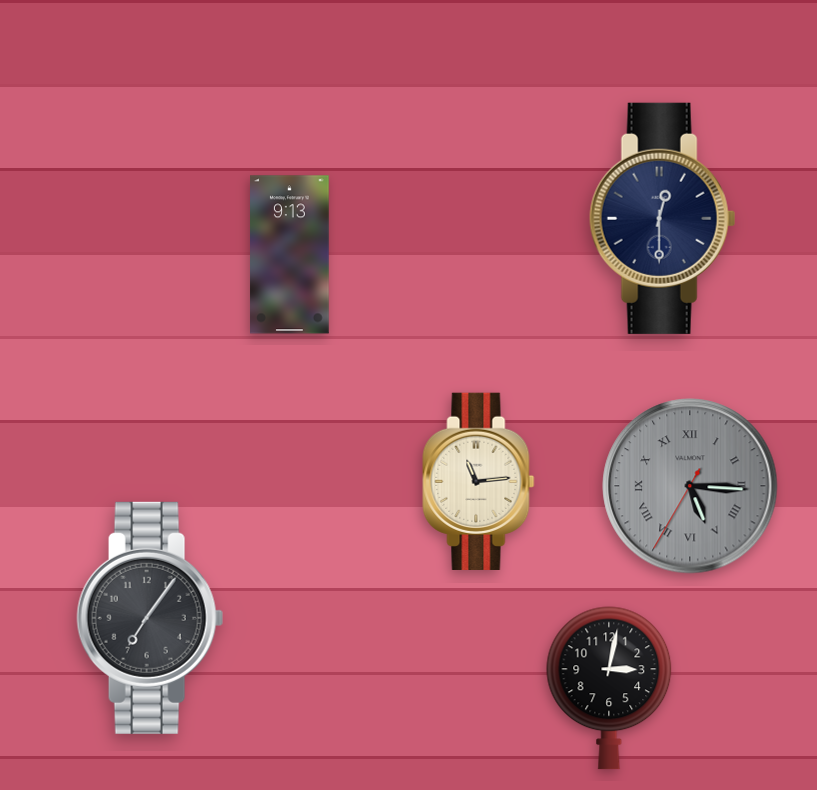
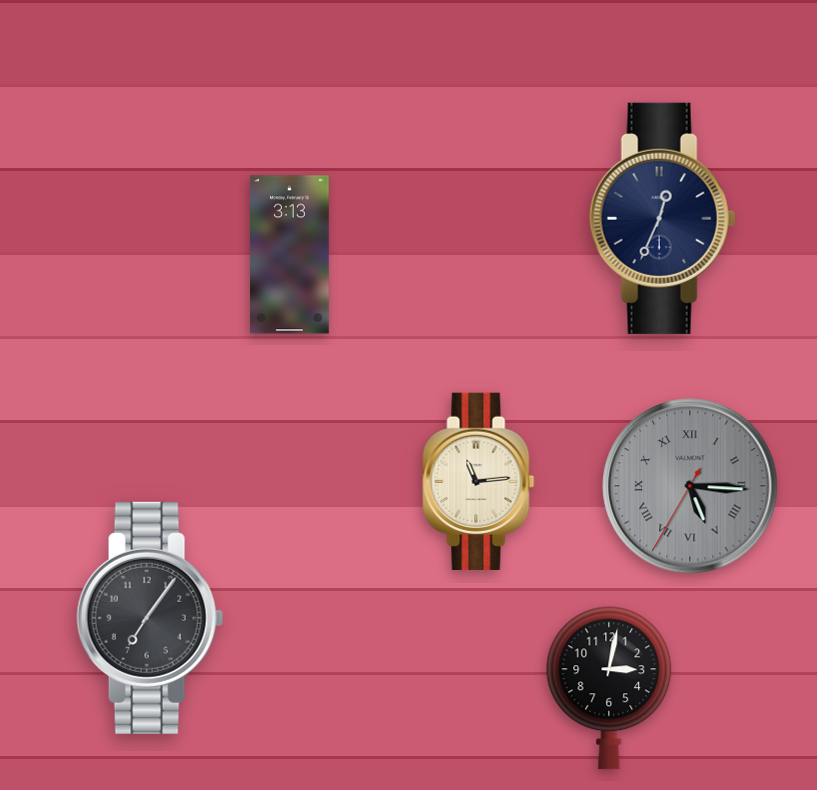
clock at (663, 218): 12:30 -> 12:34
clock at (290, 255): 9:13 -> 3:13
